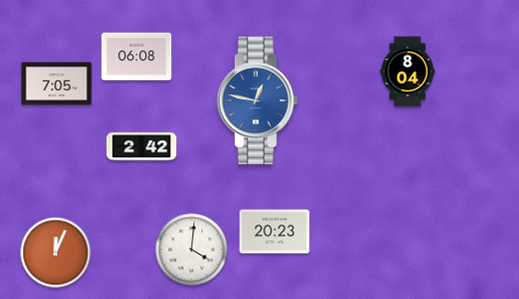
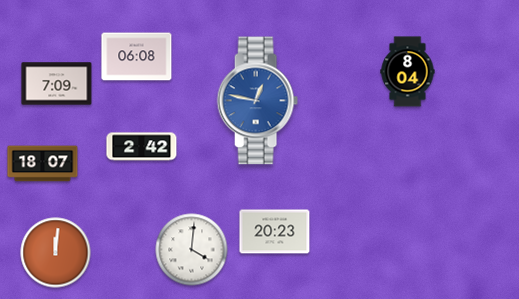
clock at (57, 84): 7:05 -> 7:09
clock at (43, 164): none -> 18:07
clock at (56, 253): 12:04 -> 12:01
